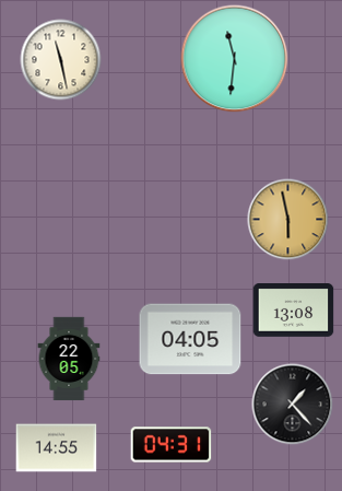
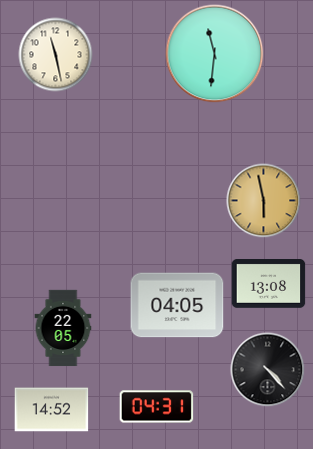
clock at (190, 339) position: (190, 339) -> (177, 305)
clock at (293, 405): 1:23 -> 4:23
clock at (57, 448): 14:55 -> 14:52
